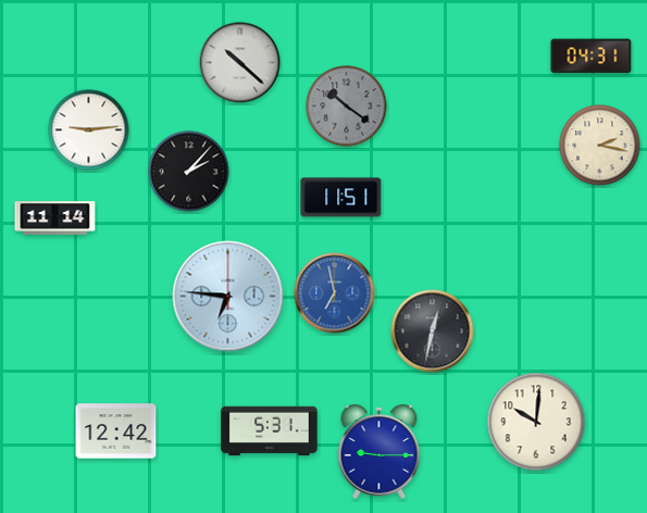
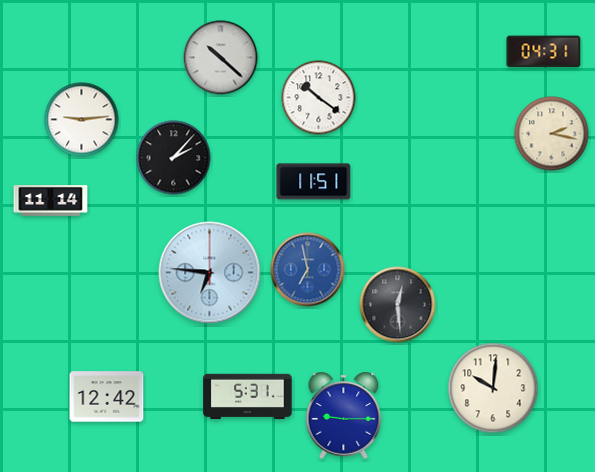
clock at (347, 107) dial: grey -> white
clock at (433, 331): 12:32 -> 12:29
clock at (380, 451) position: (380, 451) -> (344, 415)
